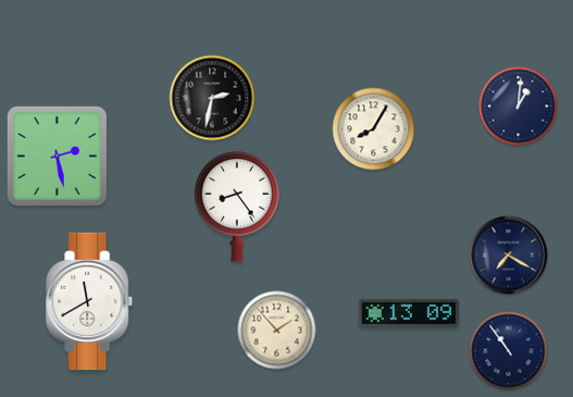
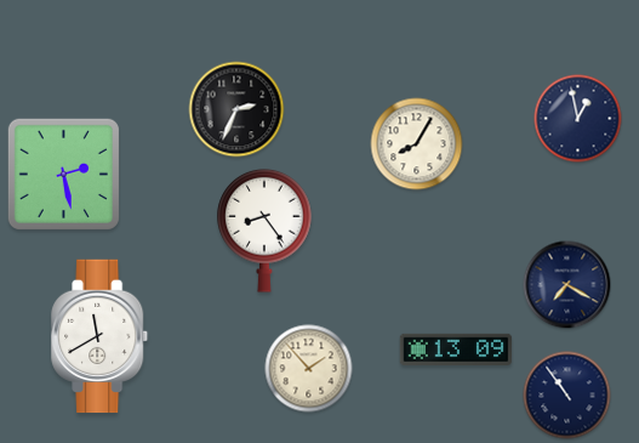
clock at (212, 98): 2:32 -> 2:34
clock at (519, 107): 1:01 -> 12:58
clock at (509, 351) position: (509, 351) -> (567, 396)
